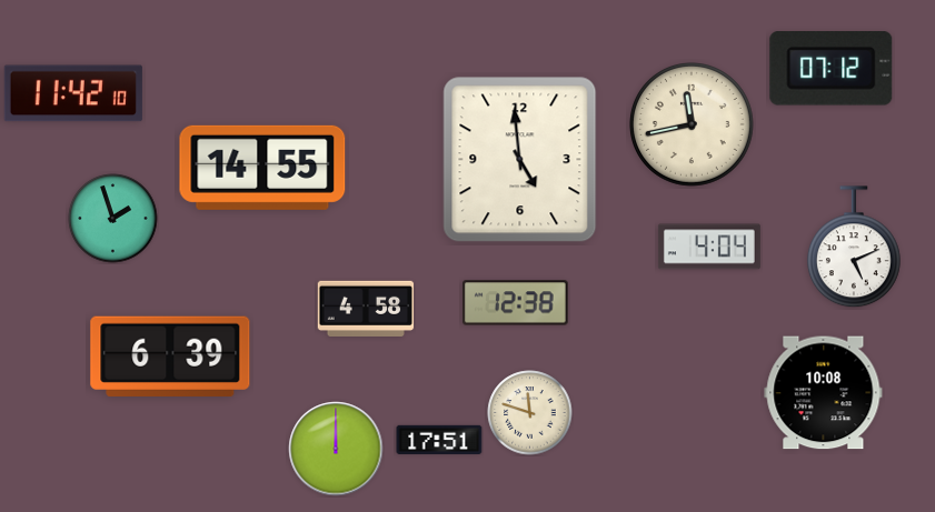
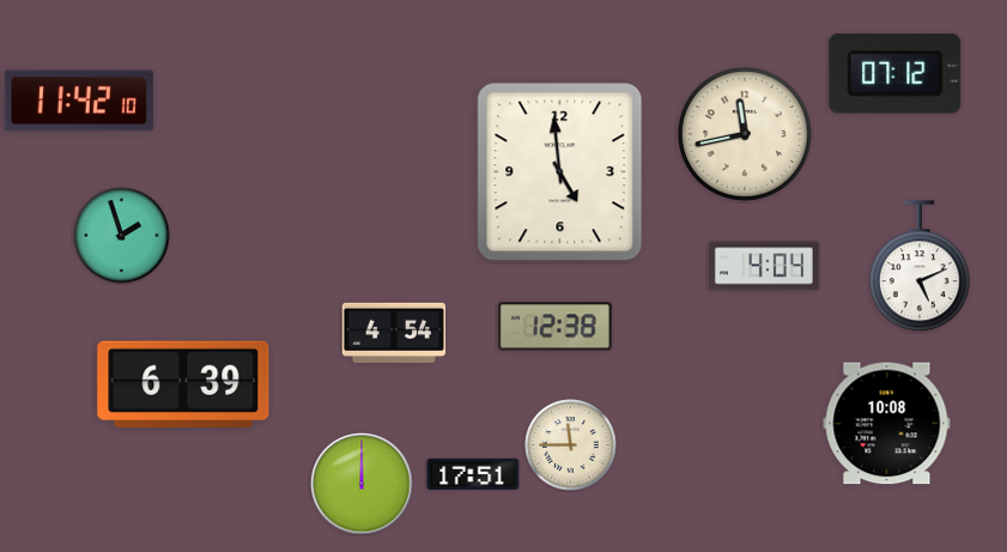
clock at (262, 168): 14:55 -> none
clock at (366, 309): 4:58 -> 4:54
clock at (530, 413): 11:48 -> 11:45
